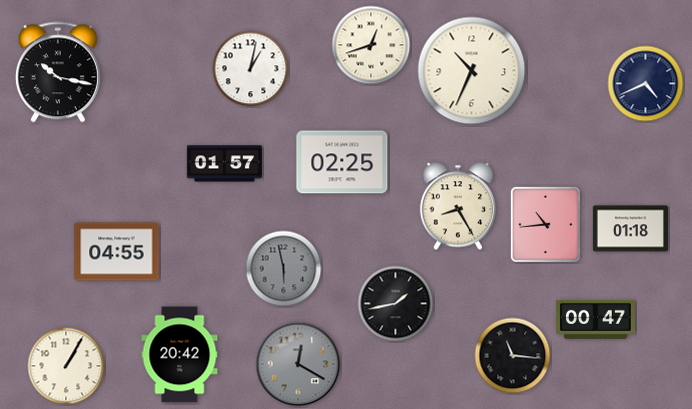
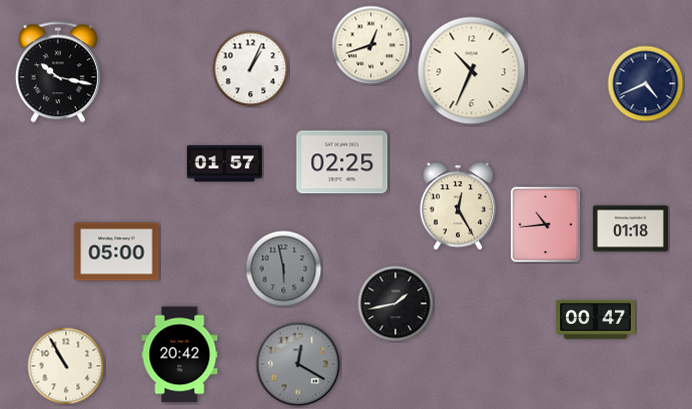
clock at (251, 69): 1:02 -> 1:04
clock at (457, 206): 8:25 -> 12:25
clock at (117, 252): 04:55 -> 05:00
clock at (513, 356): 11:16 -> none
clock at (66, 366): 1:05 -> 10:55
